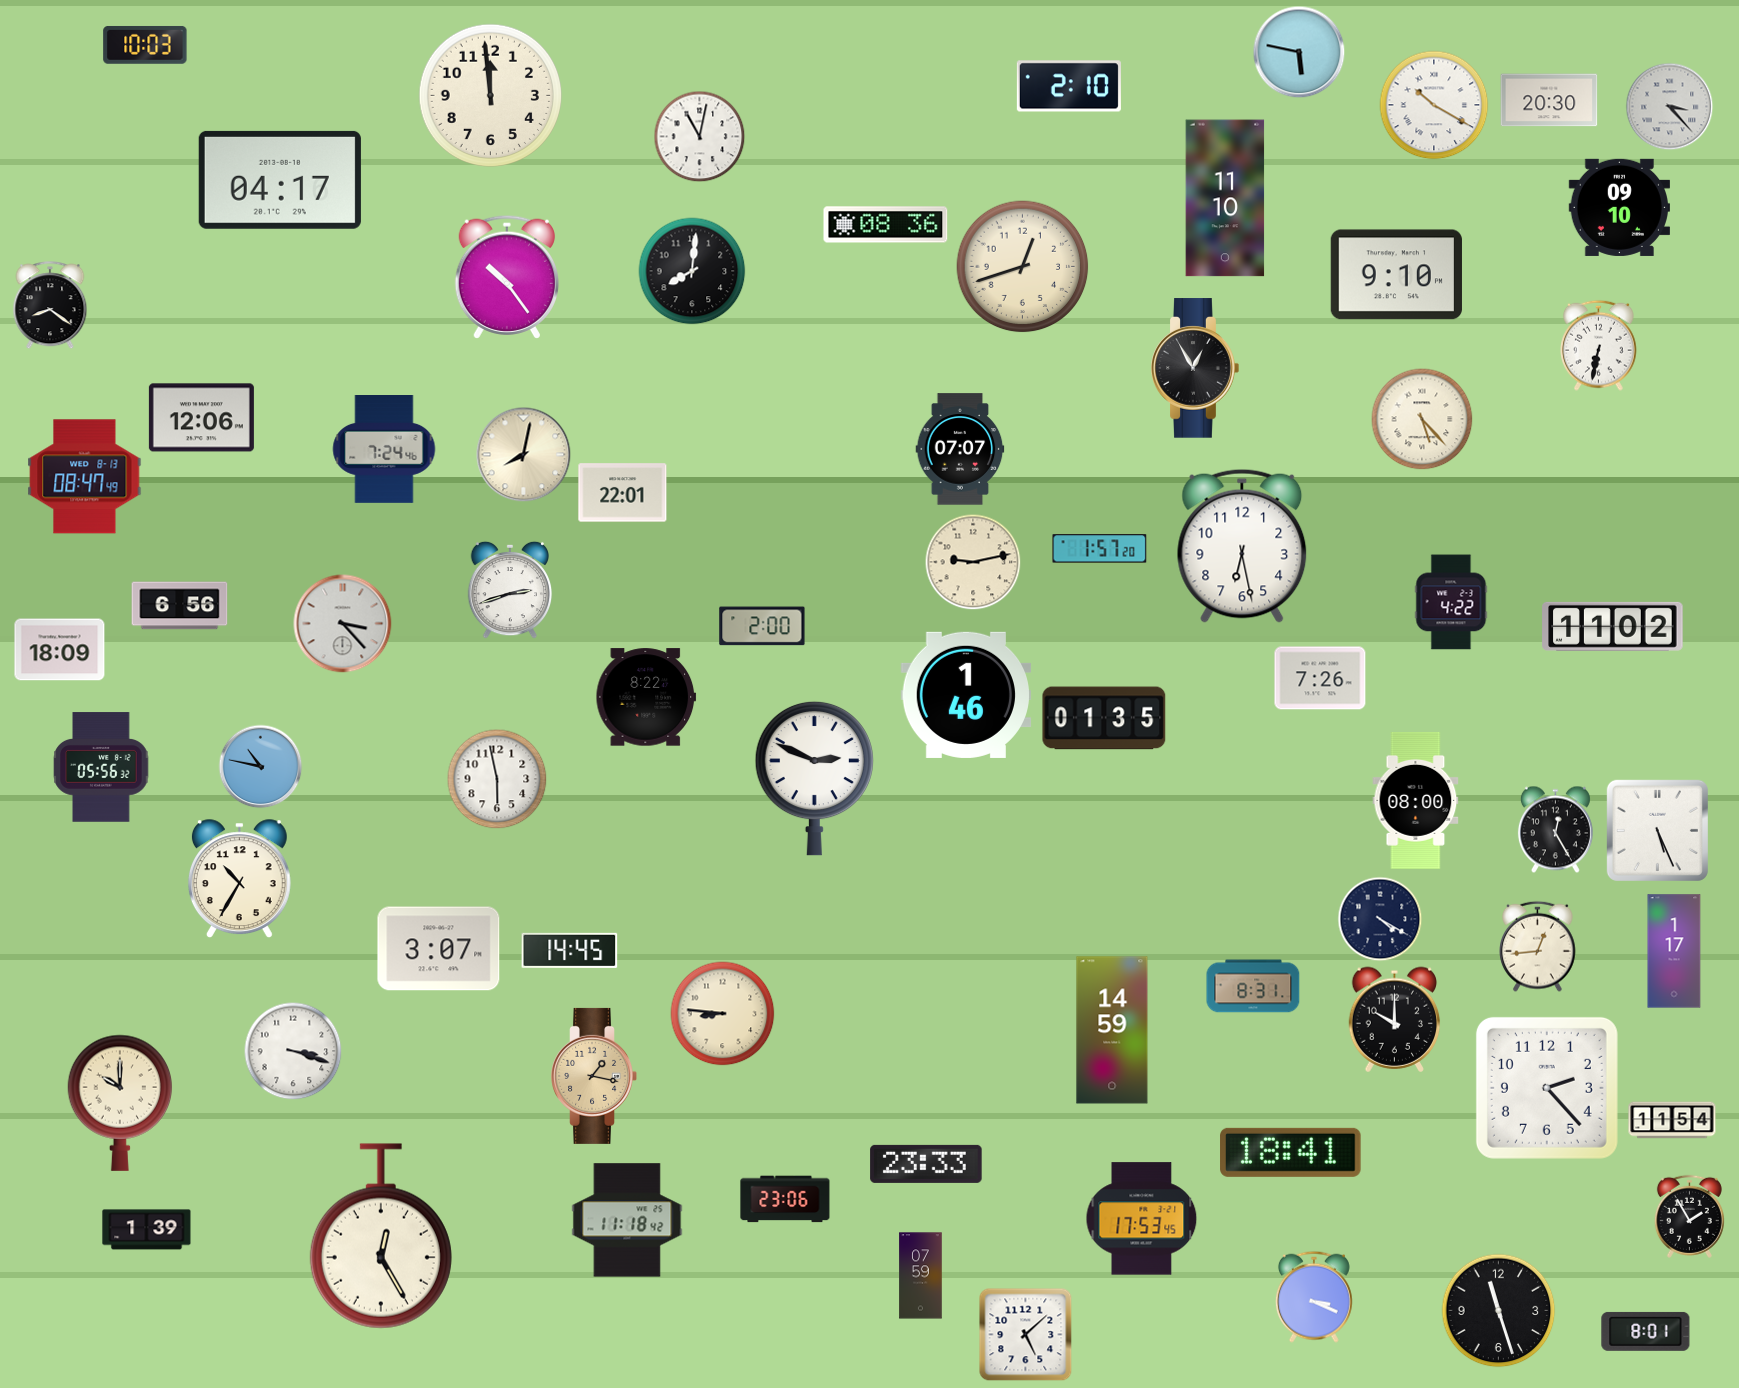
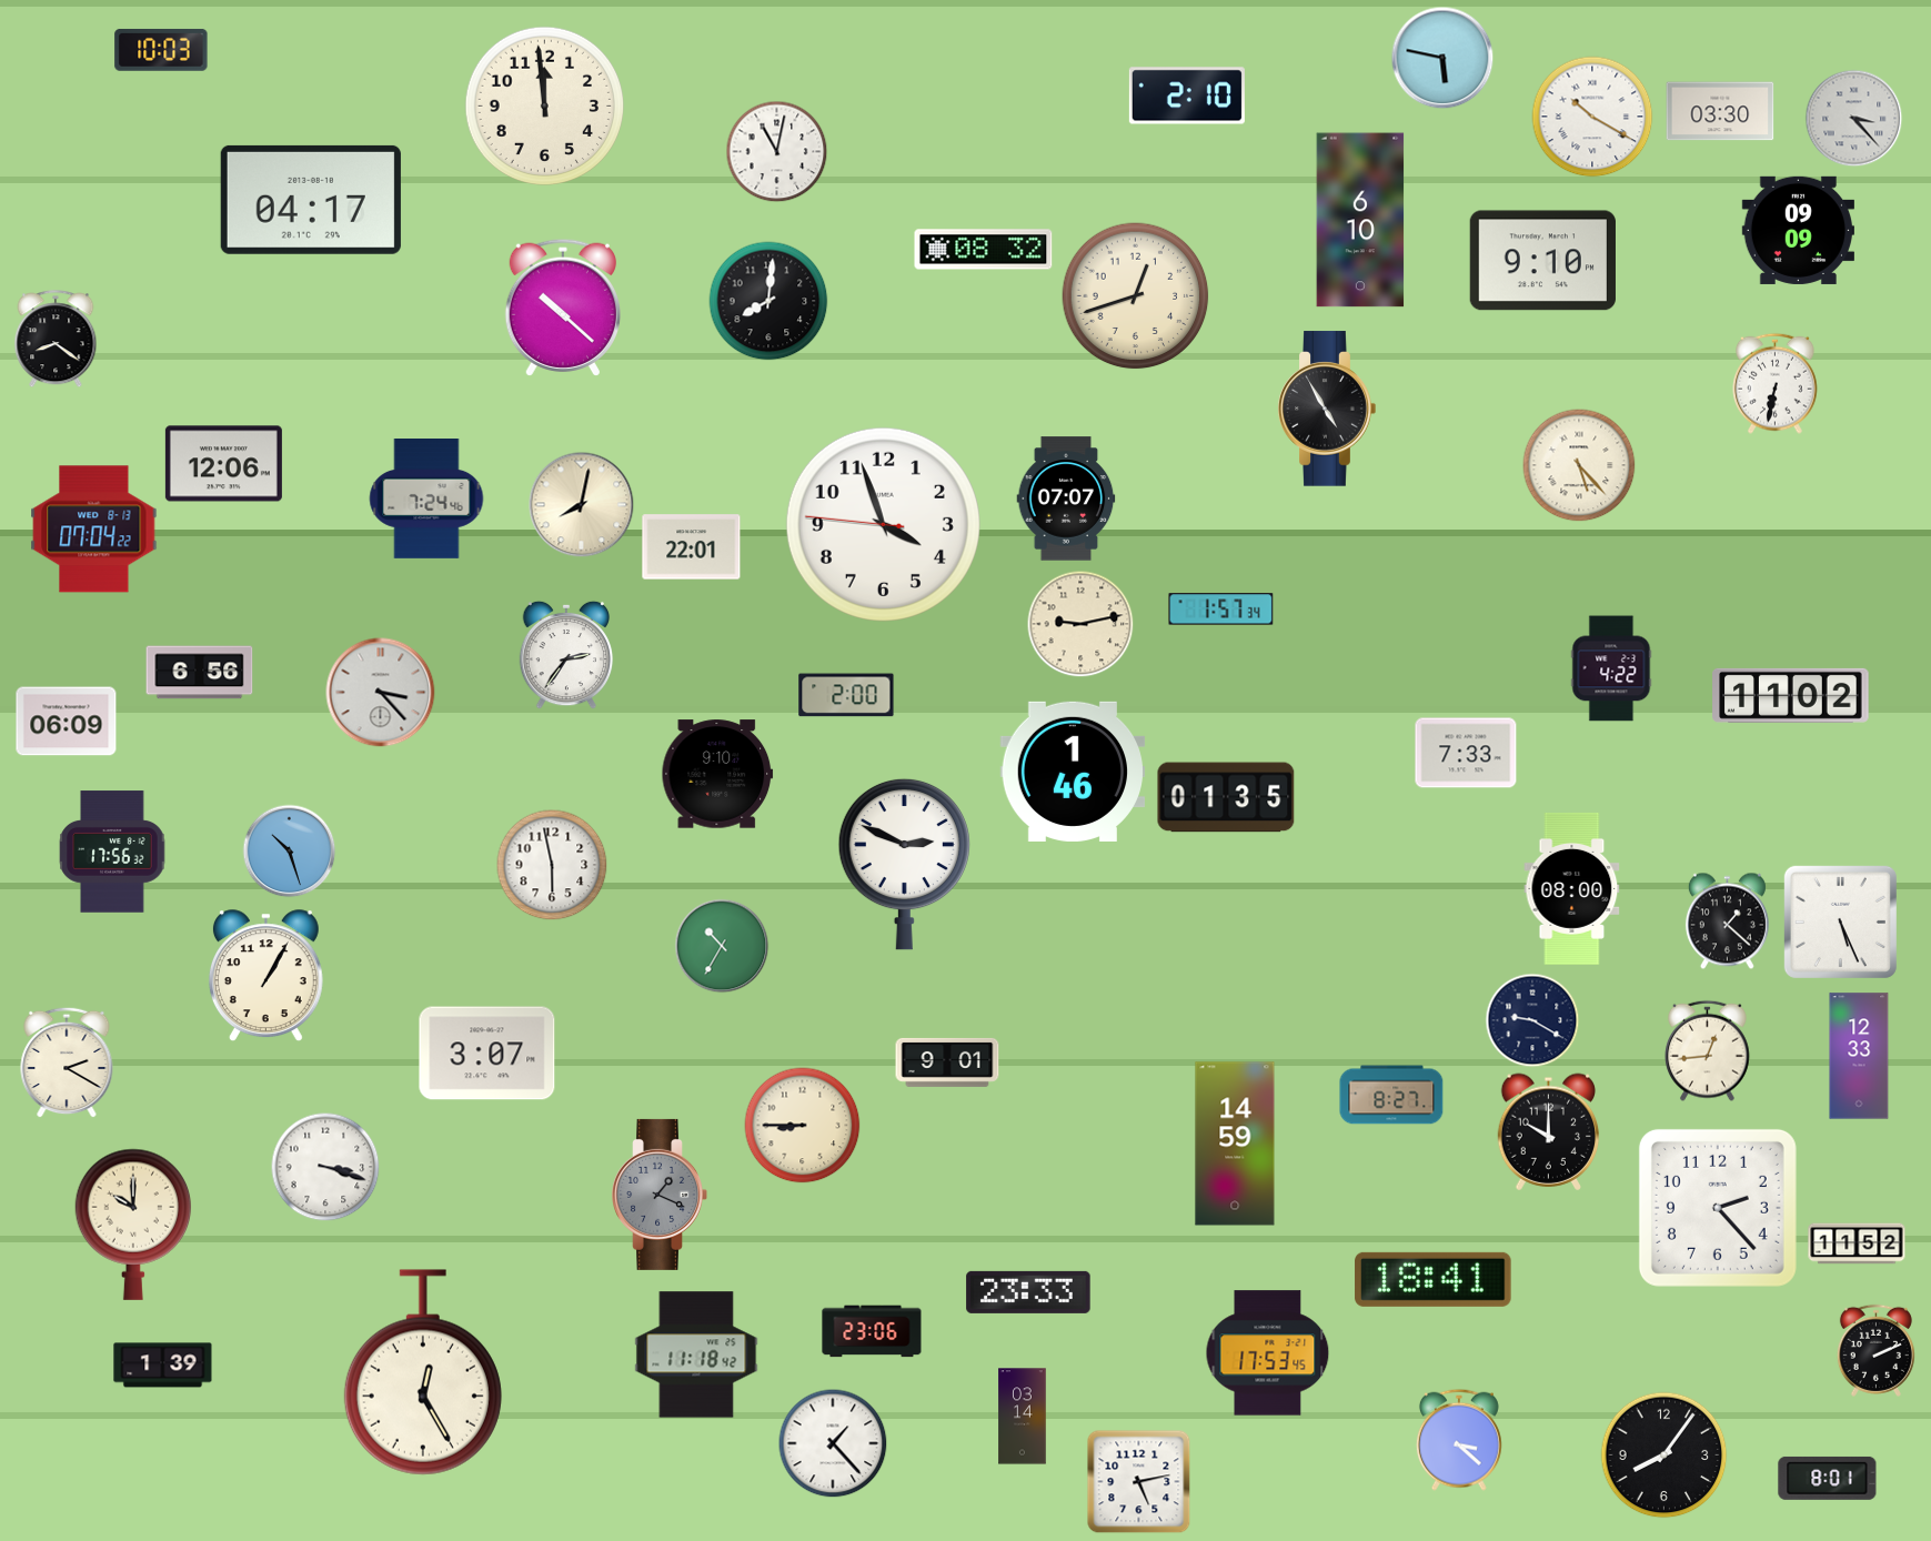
clock at (1549, 100): 20:30 -> 03:30
clock at (1225, 198): 11:10 -> 6:10
clock at (1619, 207): 09:10 -> 09:09
clock at (886, 225): 08:36 -> 08:32
clock at (1396, 275) position: (1396, 275) -> (1542, 261)
clock at (507, 277): 10:24 -> 10:22
clock at (1195, 368): 12:55 -> 4:55
clock at (883, 524): none -> 3:56
clock at (85, 477): 08:47 -> 07:04
clock at (1242, 546): 6:28 -> none
clock at (1100, 549): 1:57:20 -> 1:57:34
clock at (510, 590): 2:42 -> 2:36
clock at (60, 650): 18:09 -> 06:09
clock at (1320, 678): 7:26 -> 7:33
clock at (646, 697): 8:22 -> 9:10
clock at (101, 767): 05:56 -> 17:56
clock at (261, 767): 10:47 -> 10:27
clock at (1555, 830): 12:25 -> 1:22
clock at (722, 946): none -> 10:35
clock at (239, 879): 10:35 -> 1:05
clock at (1380, 919): 4:20 -> 9:20
clock at (570, 950): 14:45 -> none
clock at (1674, 951): 1:17 -> 12:33
clock at (67, 1062): none -> 2:20
clock at (947, 1062): none -> 9:01
clock at (1253, 986): 8:31 -> 8:27
clock at (723, 1014): 8:46 -> 8:45
clock at (594, 1076): 1:17 -> 1:19
clock at (594, 1076) dial: champagne -> grey
clock at (1672, 1120): 11:54 -> 11:52
clock at (1689, 1216): 1:55 -> 2:11
clock at (921, 1276): 07:59 -> 03:14
clock at (1314, 1297): 3:19 -> 3:22
clock at (833, 1443): none -> 1:23
clock at (1499, 1311): 11:27 -> 8:06
clock at (1026, 1335): 5:08 -> 5:13
